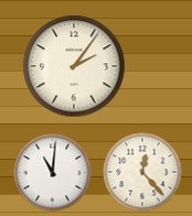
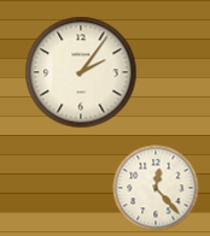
clock at (53, 173): 11:01 -> none
